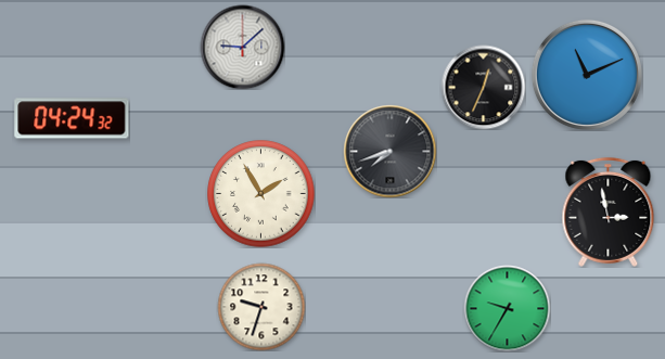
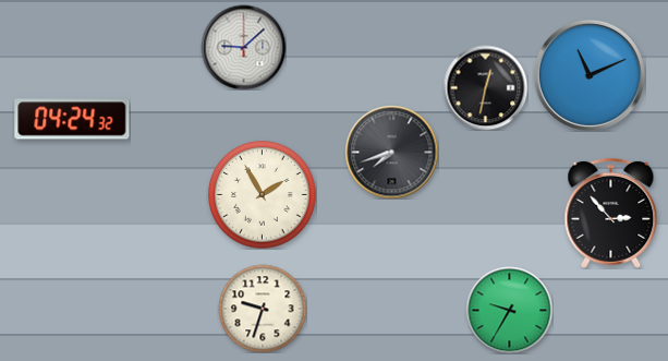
clock at (483, 87): 12:34 -> 12:32
clock at (609, 211): 2:58 -> 2:53
